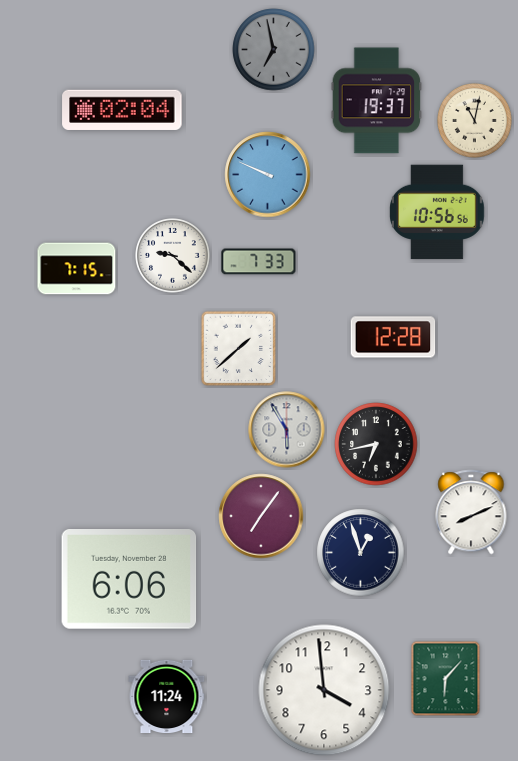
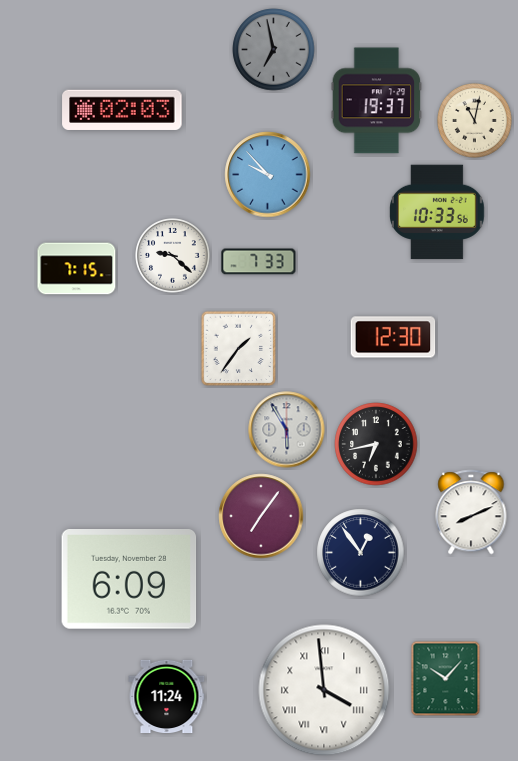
clock at (122, 110): 02:04 -> 02:03
clock at (268, 175): 9:49 -> 9:53
clock at (438, 212): 10:56 -> 10:33
clock at (393, 337): 12:28 -> 12:30
clock at (239, 349): 1:38 -> 1:36
clock at (361, 553): 12:57 -> 12:54
clock at (129, 580): 6:06 -> 6:09
clock at (446, 679): 6:07 -> 10:07
clock at (324, 690) numerals: Arabic -> Roman
